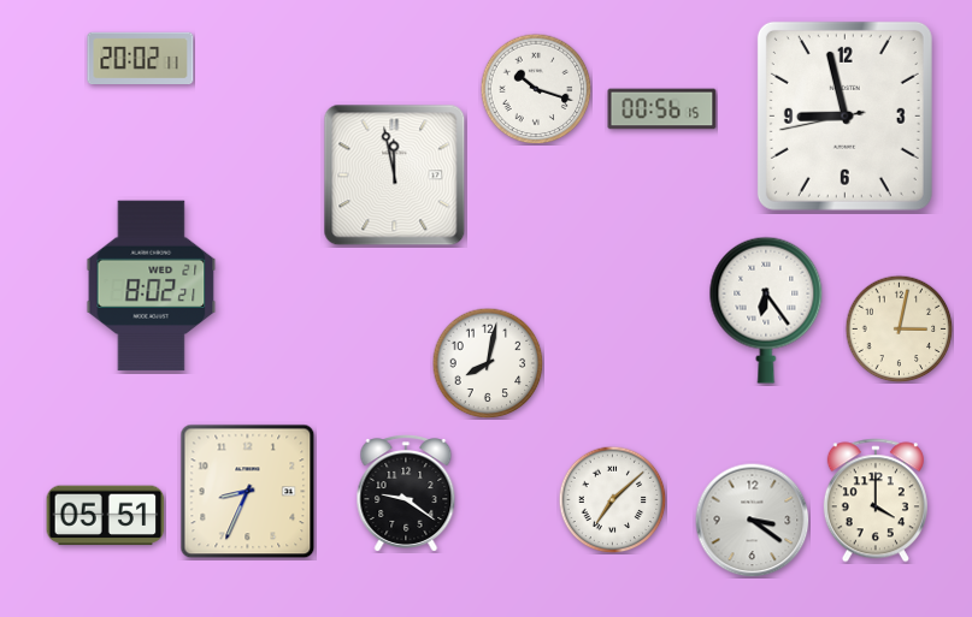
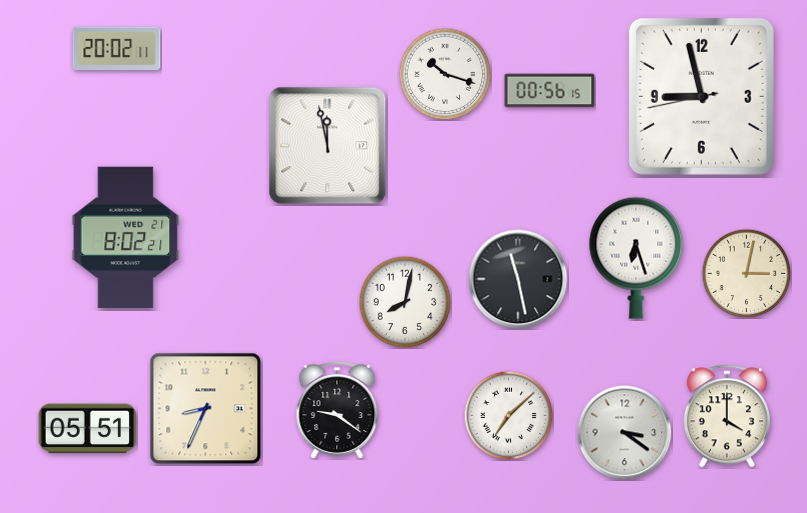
clock at (766, 310): 6:24 -> 6:27
clock at (518, 279): none -> 11:28
